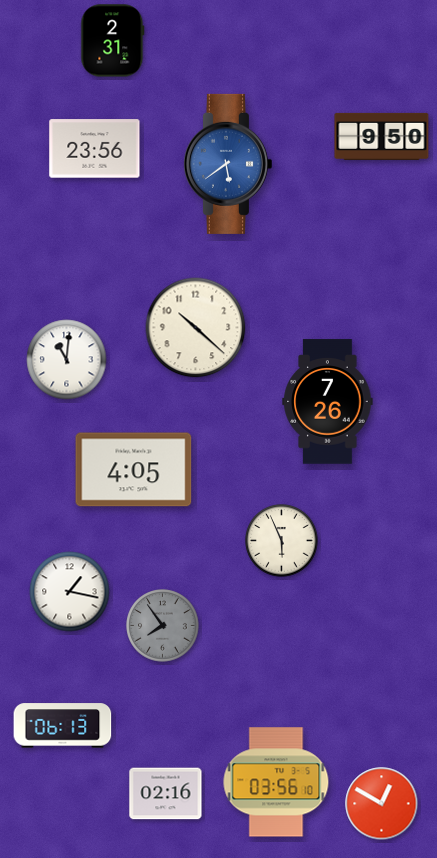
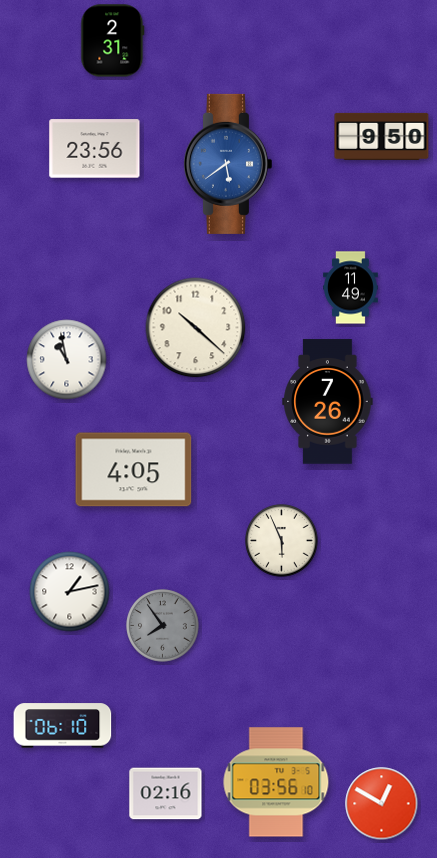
clock at (351, 288): none -> 11:49
clock at (67, 360): 11:01 -> 10:58
clock at (70, 592): 1:17 -> 1:13
clock at (63, 726): 06:13 -> 06:10
